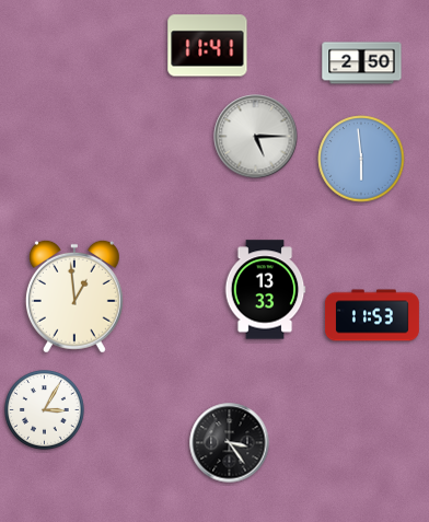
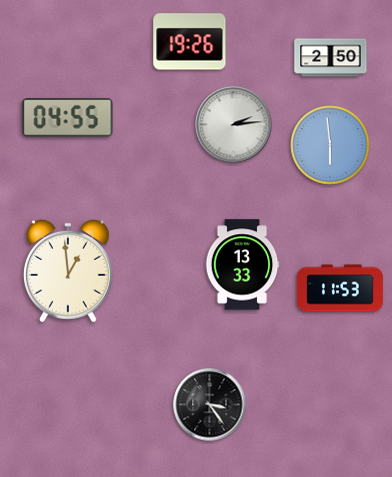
clock at (208, 46): 11:41 -> 19:26
clock at (68, 118): none -> 04:55
clock at (256, 137): 5:15 -> 2:14
clock at (45, 410): 3:05 -> none
